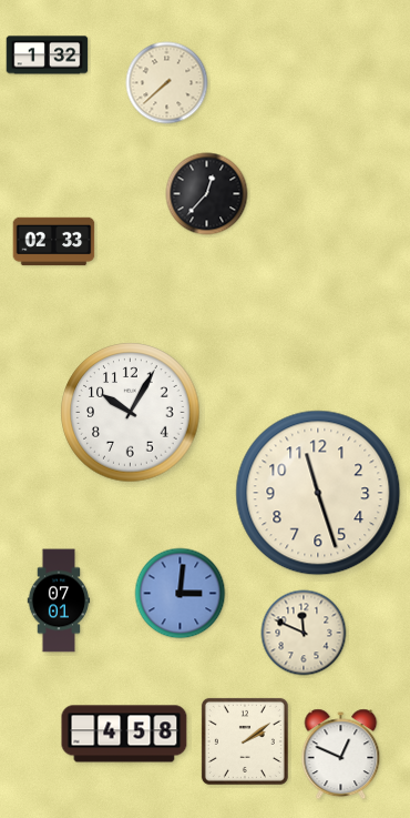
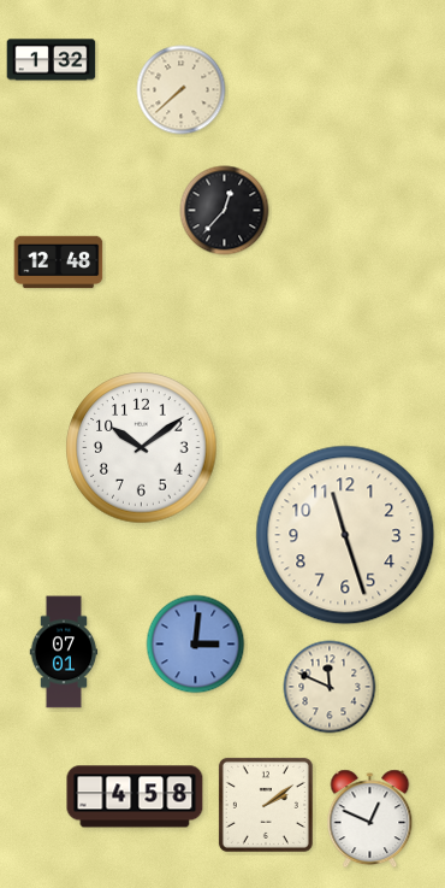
clock at (54, 242): 02:33 -> 12:48
clock at (131, 413): 10:05 -> 10:09
